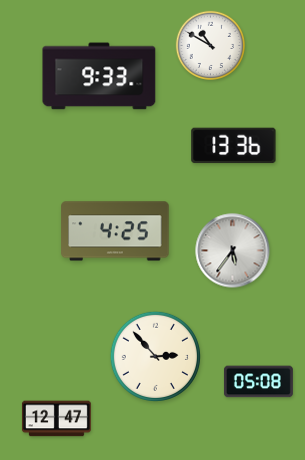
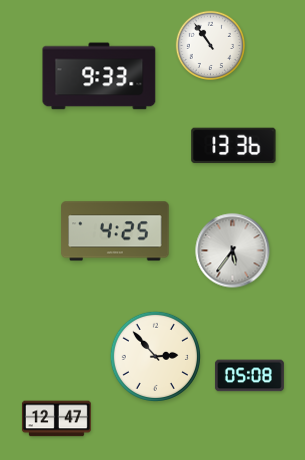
clock at (210, 45): 10:50 -> 10:54
clock at (258, 382) position: (258, 382) -> (249, 376)
